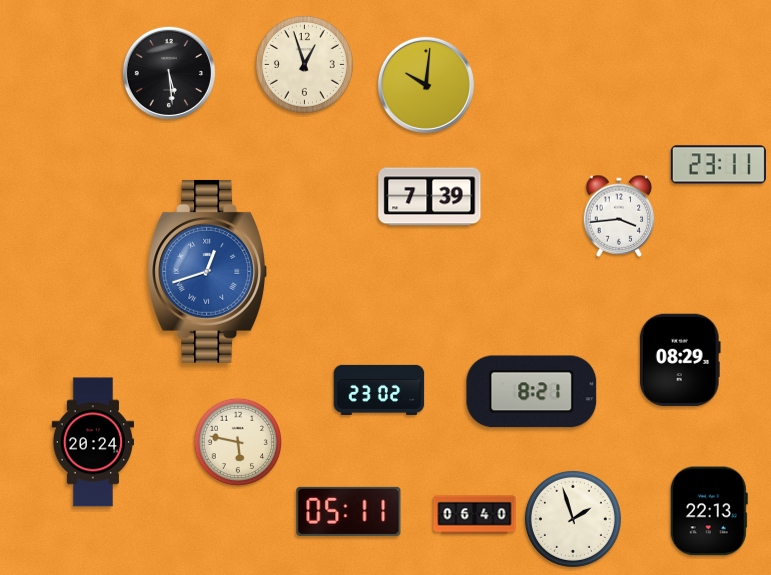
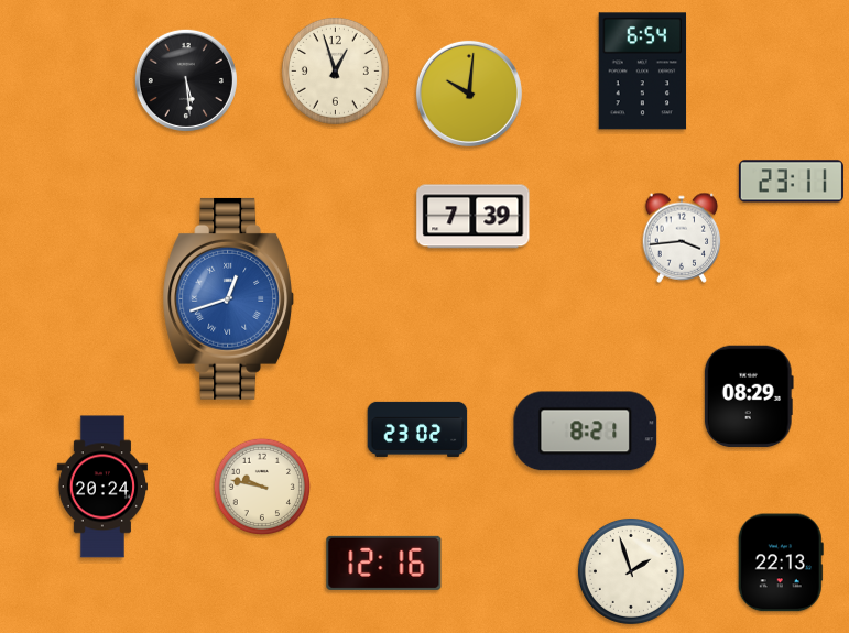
clock at (643, 72): none -> 6:54
clock at (237, 441): 5:47 -> 9:47
clock at (349, 511): 05:11 -> 12:16
clock at (475, 515): 06:40 -> none
